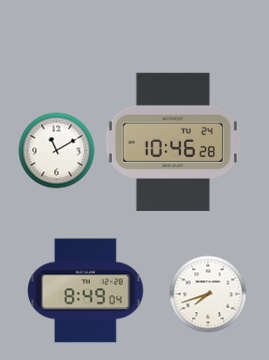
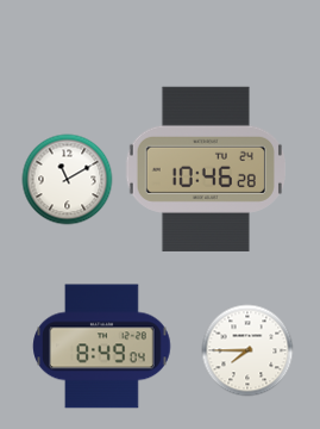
clock at (208, 294): 7:42 -> 7:45
